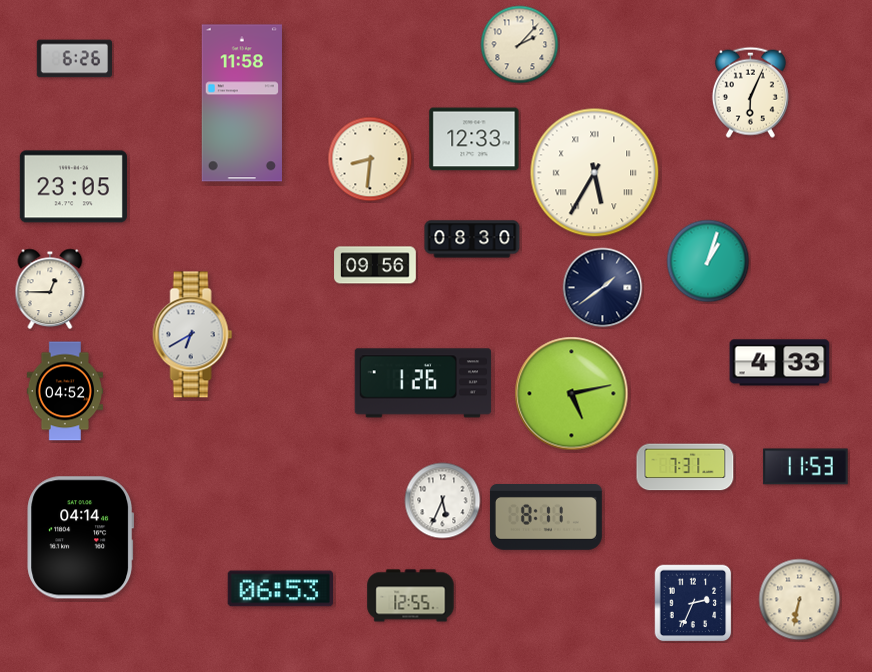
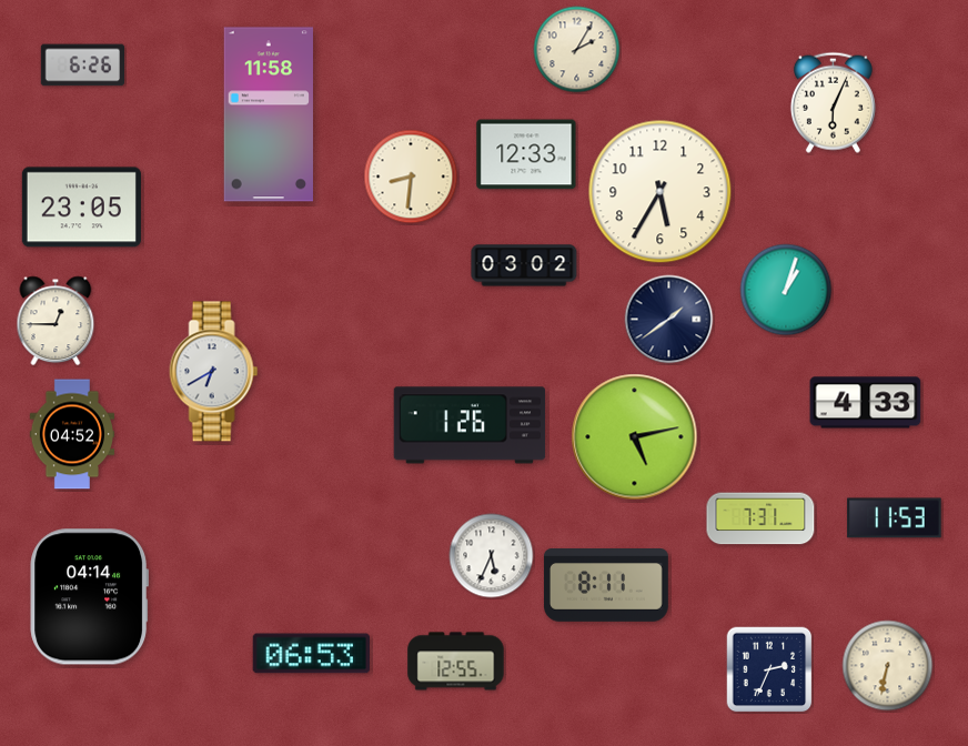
clock at (520, 45): 2:07 -> 2:05
clock at (595, 173) numerals: Roman -> Arabic
clock at (472, 239): 08:30 -> 03:02
clock at (375, 265): 09:56 -> none
clock at (546, 518) position: (546, 518) -> (606, 586)
